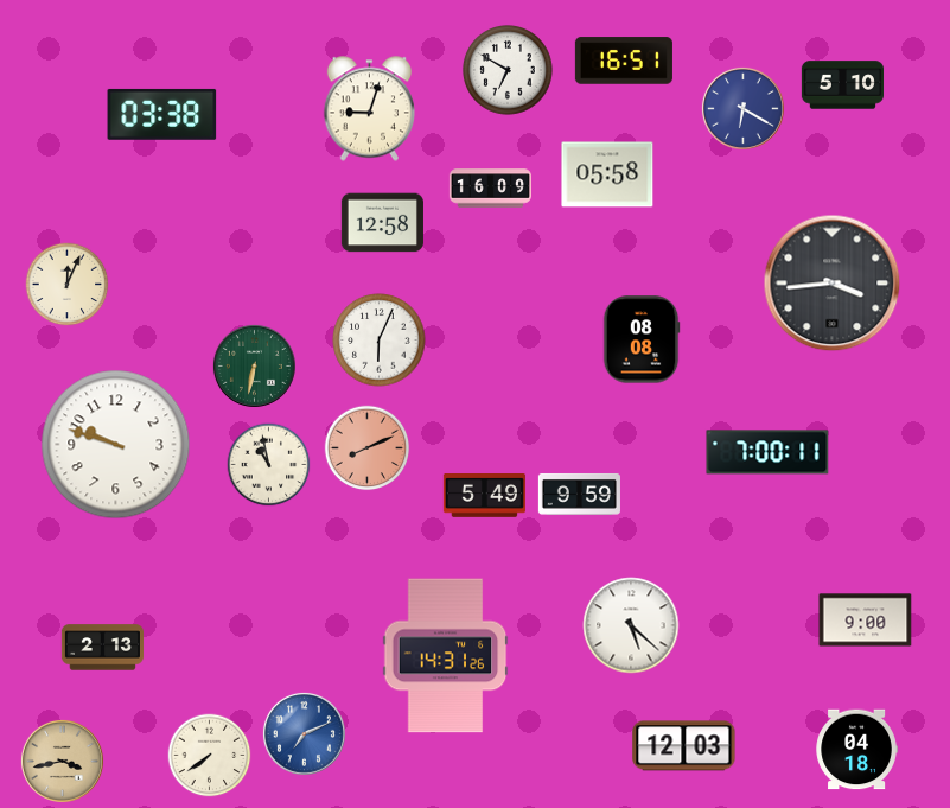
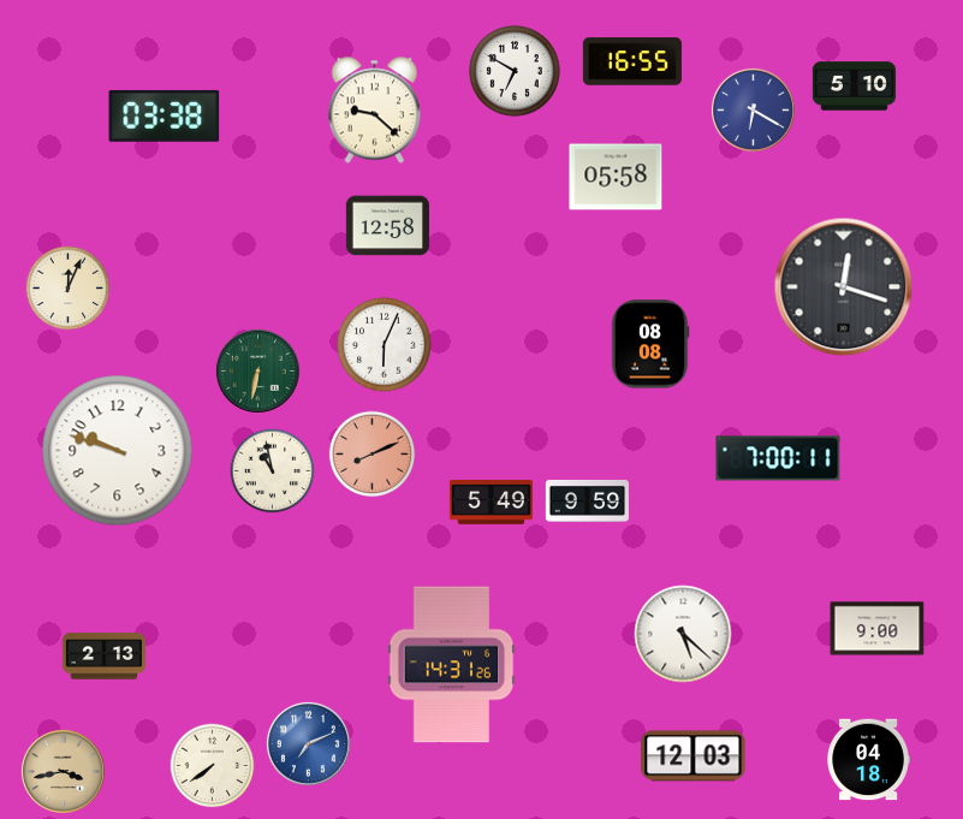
clock at (624, 61): 16:51 -> 16:55
clock at (370, 109): 9:03 -> 9:22
clock at (490, 189): 16:09 -> none
clock at (833, 284): 3:44 -> 12:18
clock at (631, 625) position: (631, 625) -> (683, 634)
